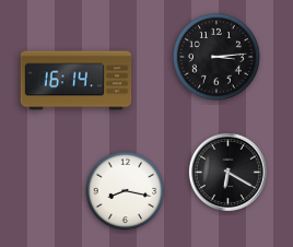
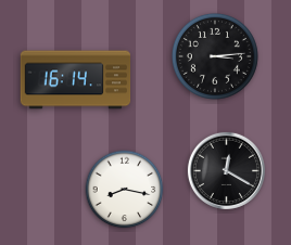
clock at (227, 172): 6:20 -> 12:20
